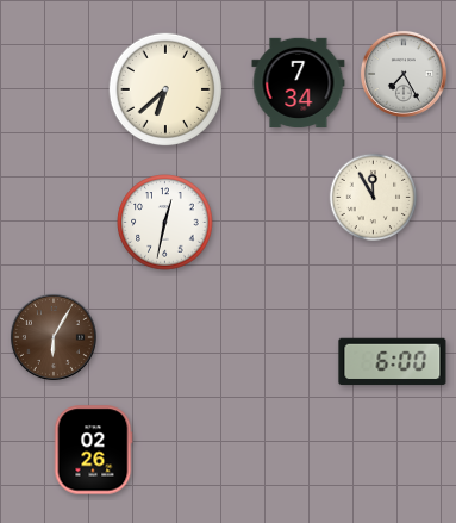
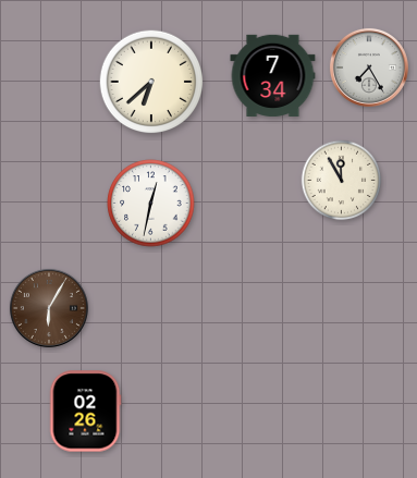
clock at (393, 362): 6:00 -> none
